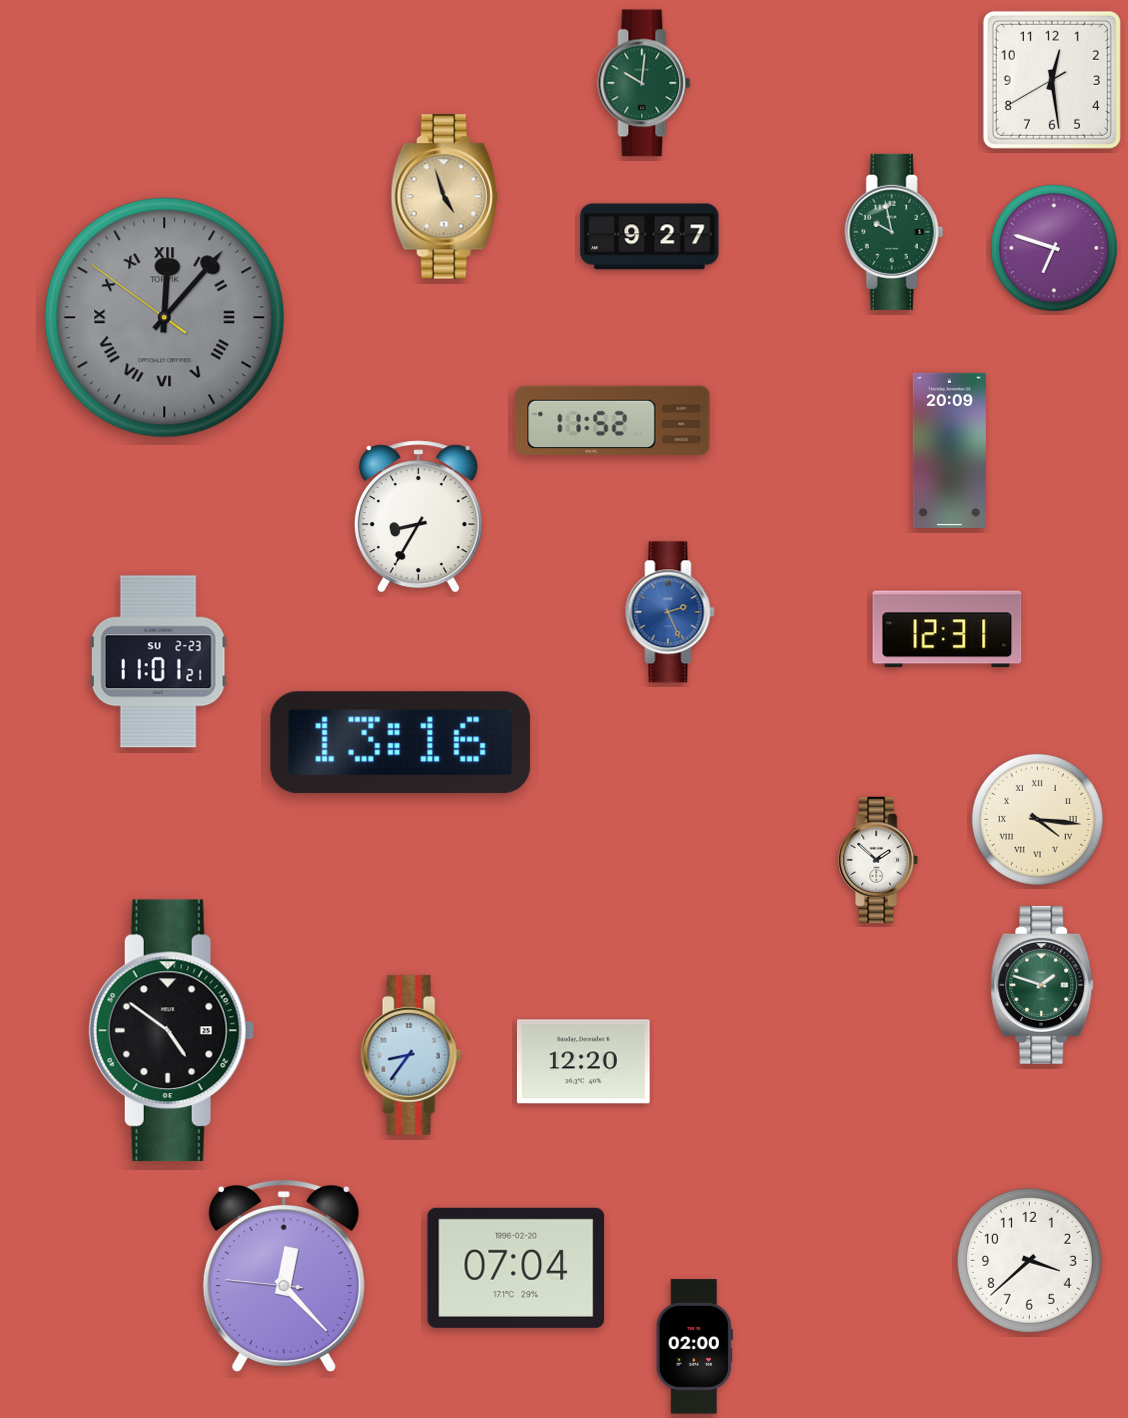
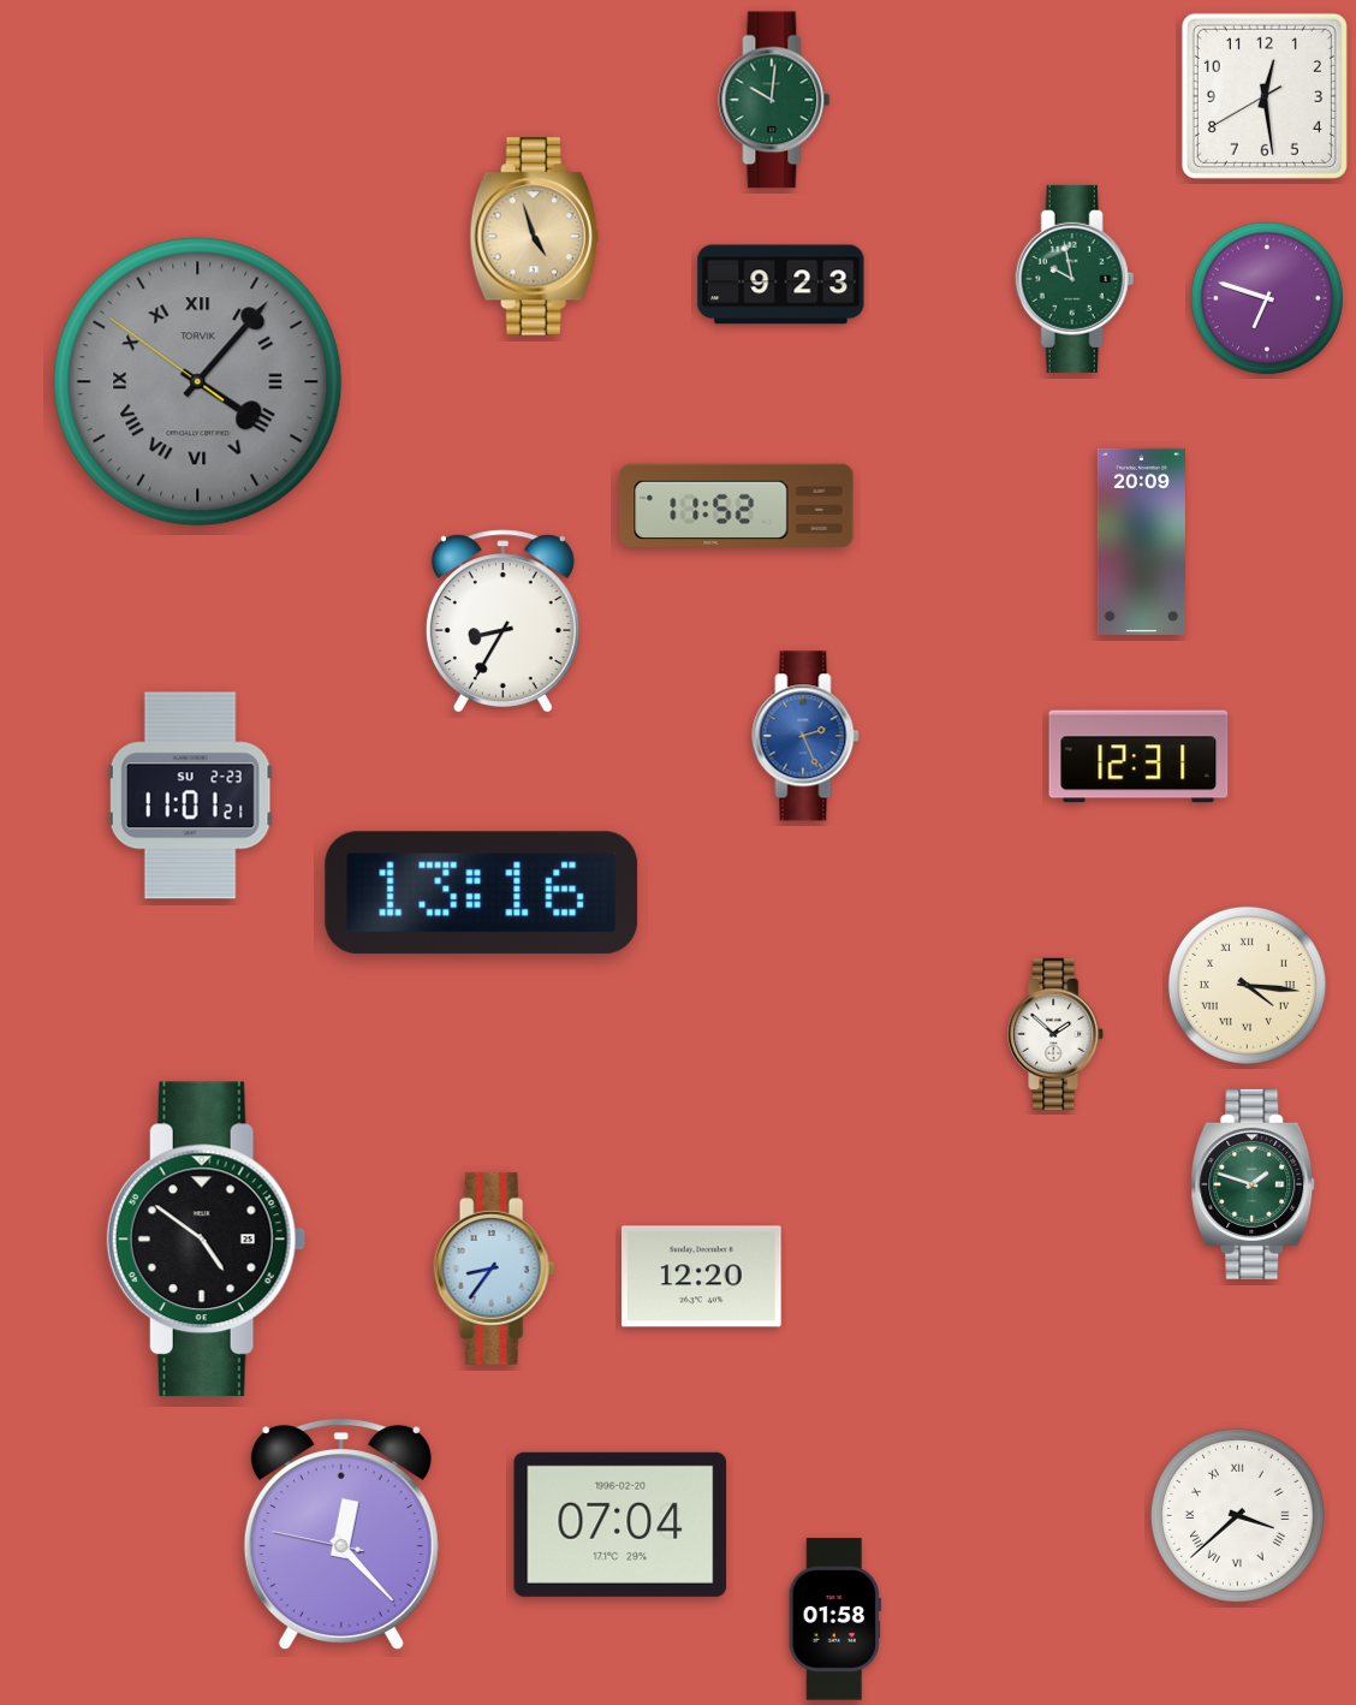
clock at (650, 237): 9:27 -> 9:23
clock at (165, 318): 12:06 -> 4:06
clock at (1029, 1260) numerals: Arabic -> Roman
clock at (284, 1276): 12:22:46 -> 12:22:47
clock at (694, 1347): 02:00 -> 01:58
